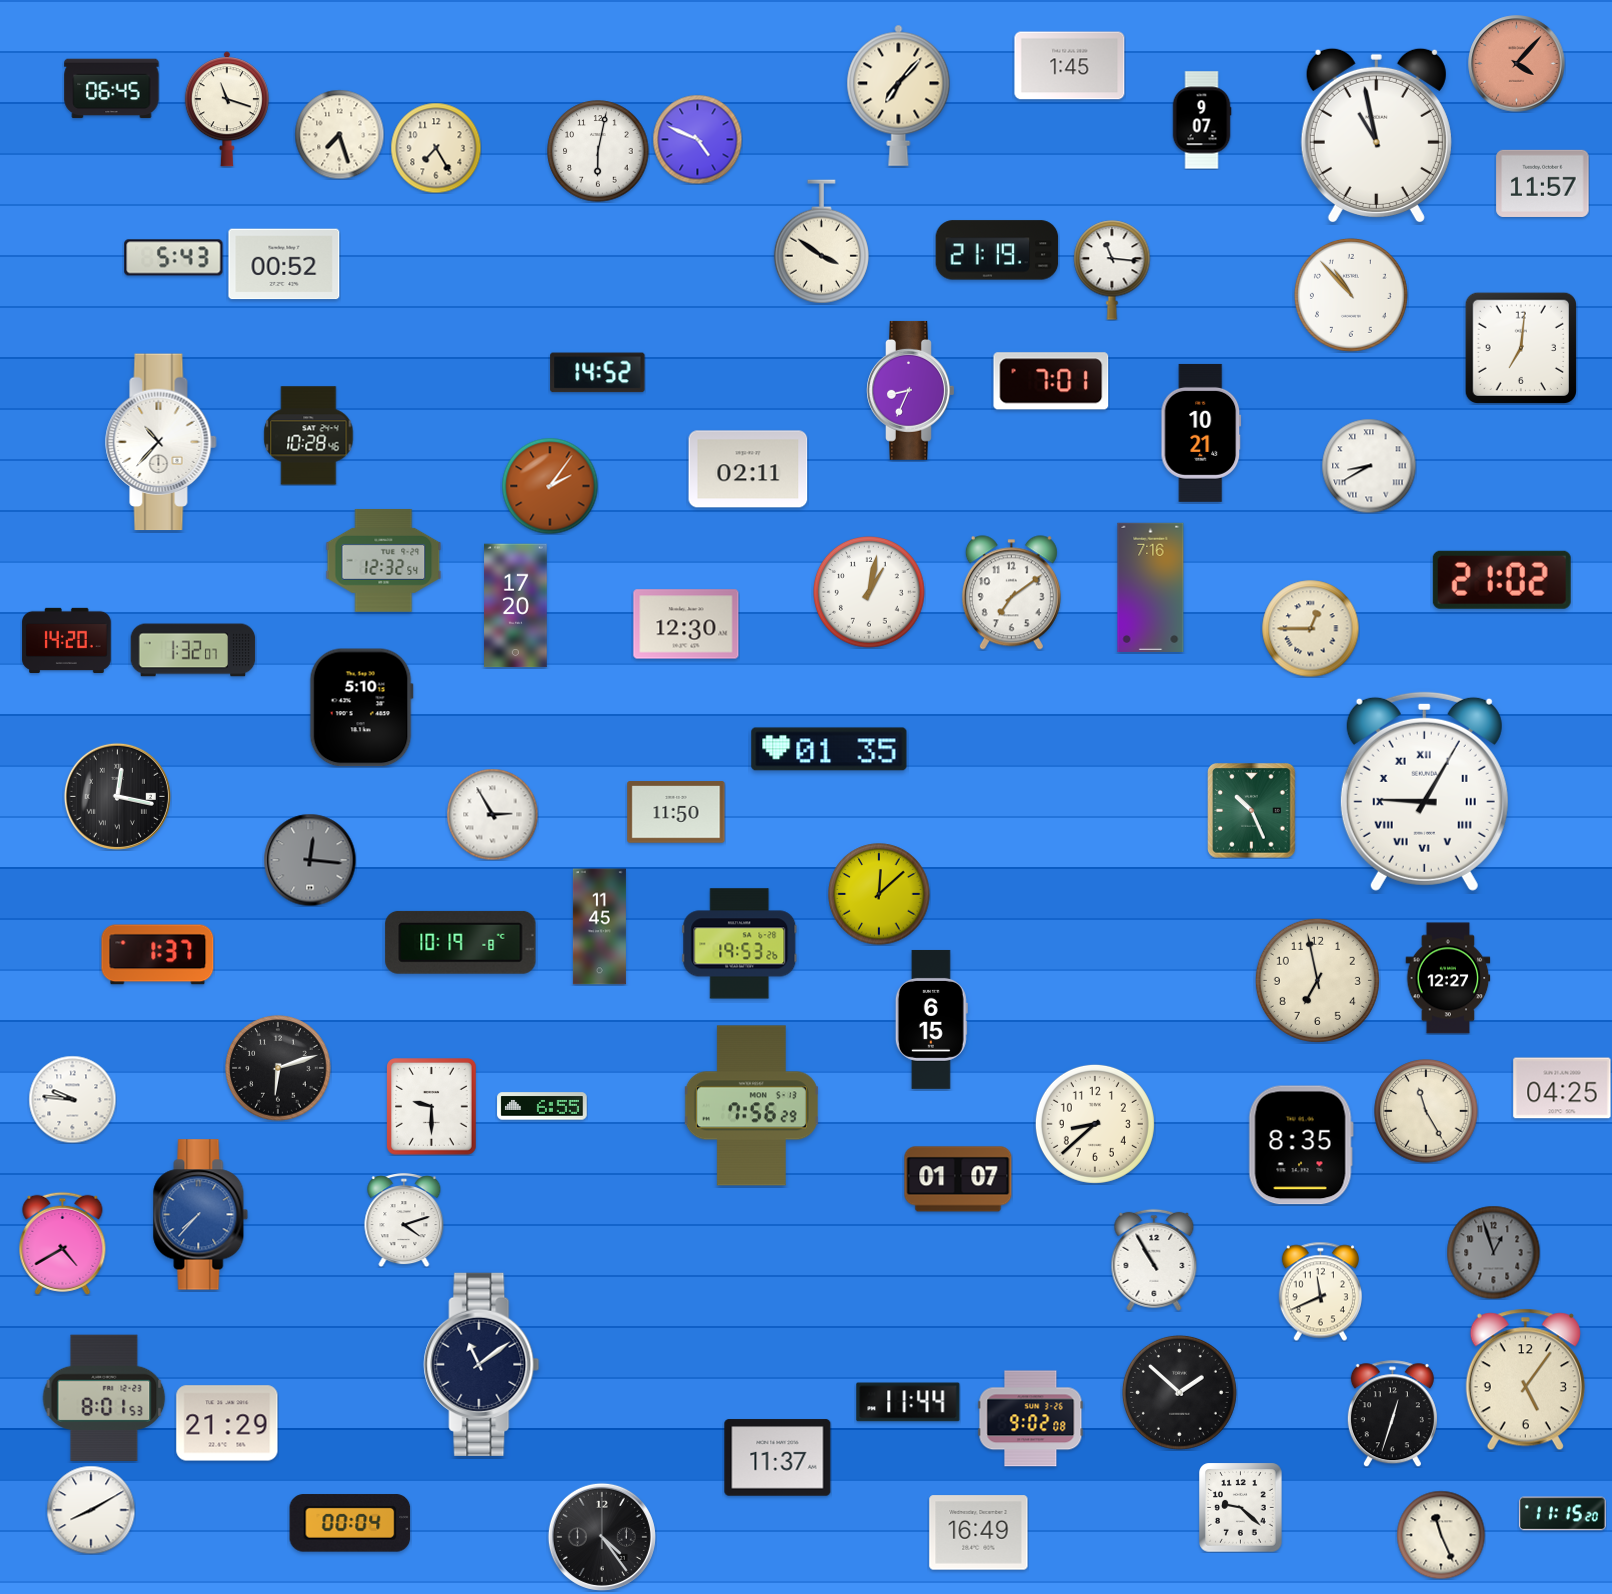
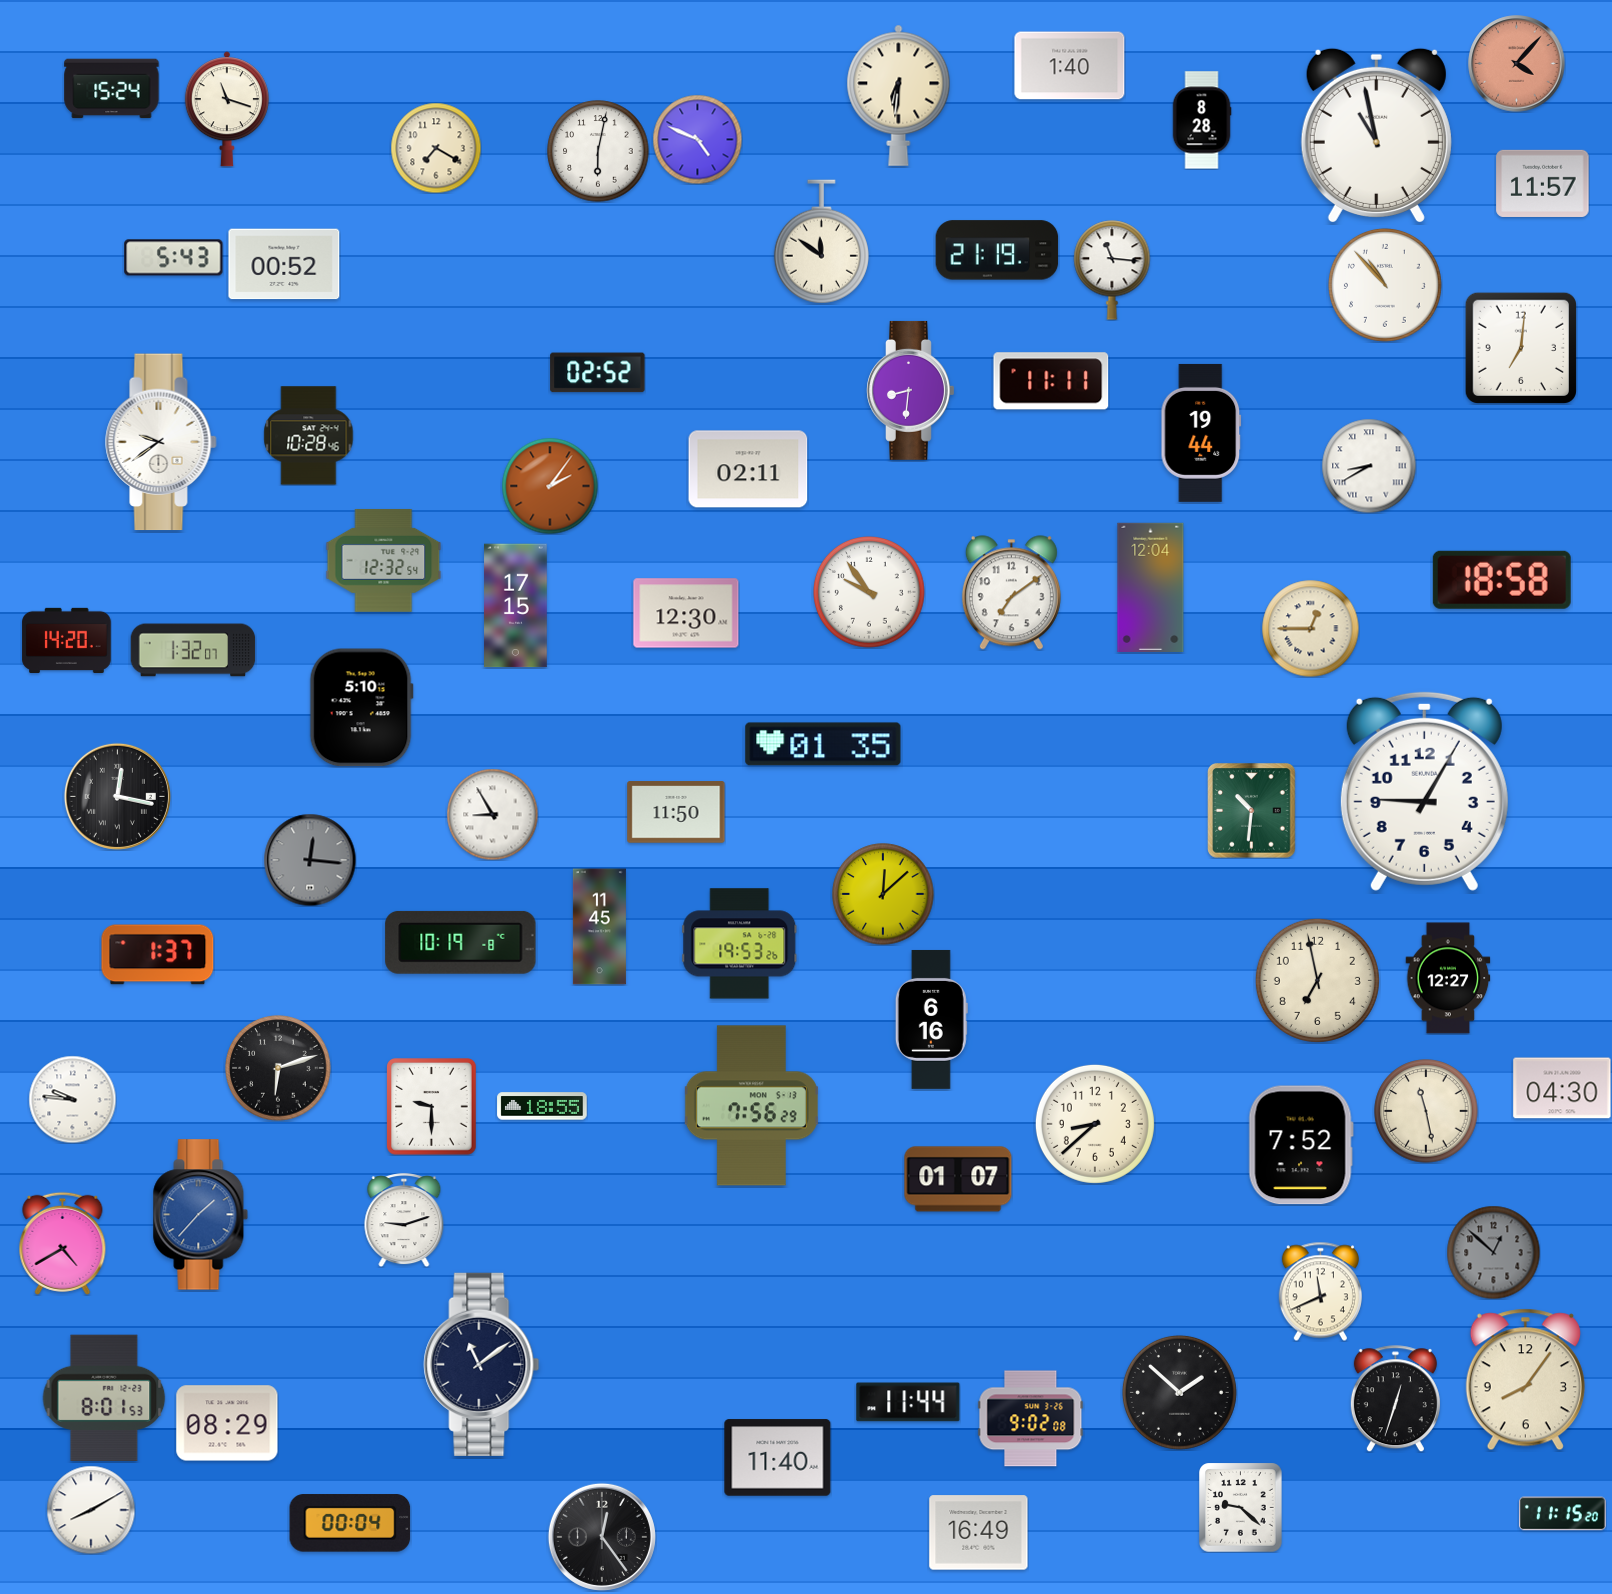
clock at (1070, 66): 1:45 -> 1:40
clock at (112, 89): 06:45 -> 15:24
clock at (899, 95): 7:07 -> 6:31
clock at (1202, 120): 9:07 -> 8:28
clock at (339, 134): 7:27 -> none
clock at (436, 148): 7:25 -> 7:20
clock at (821, 242): 3:51 -> 11:51
clock at (1351, 295) position: (1351, 295) -> (1385, 285)
clock at (598, 373): 14:52 -> 02:52
clock at (1051, 381): 7:01 -> 11:11
clock at (911, 390): 8:34 -> 8:31
clock at (1201, 433): 10:21 -> 19:44
clock at (161, 442): 10:37 -> 9:39
clock at (1502, 580): 21:02 -> 18:58
clock at (1151, 587): 7:16 -> 12:04
clock at (870, 593): 1:02 -> 9:54
clock at (516, 606): 17:20 -> 17:15
clock at (686, 624) position: (686, 624) -> (686, 613)
clock at (829, 749) position: (829, 749) -> (823, 744)
clock at (1424, 791) numerals: Roman -> Arabic
clock at (1252, 811): 10:26 -> 10:31
clock at (492, 814): 2:55 -> 8:55
clock at (879, 894) position: (879, 894) -> (883, 894)
clock at (931, 1019): 6:15 -> 6:16
clock at (1562, 1088): 04:25 -> 04:30
clock at (542, 1106): 6:55 -> 18:55
clock at (1426, 1111): 11:25 -> 11:28
clock at (1301, 1145): 8:35 -> 7:52
clock at (201, 1215): 7:37 -> 1:37
clock at (404, 1221): 4:12 -> 9:12
clock at (1493, 1252): 12:57 -> 12:52
clock at (1154, 1260): 10:55 -> none
clock at (1525, 1380): 5:06 -> 8:06
clock at (1392, 1414) position: (1392, 1414) -> (1395, 1399)
clock at (227, 1423): 21:29 -> 08:29
clock at (778, 1458): 11:37 -> 11:40
clock at (1441, 1535): 11:26 -> none
clock at (602, 1537): 4:24 -> 12:24
